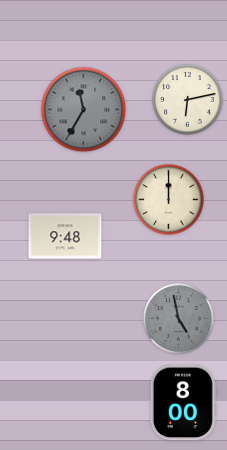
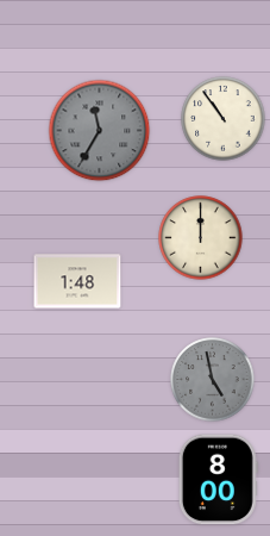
clock at (188, 100): 6:13 -> 10:54
clock at (65, 236): 9:48 -> 1:48
